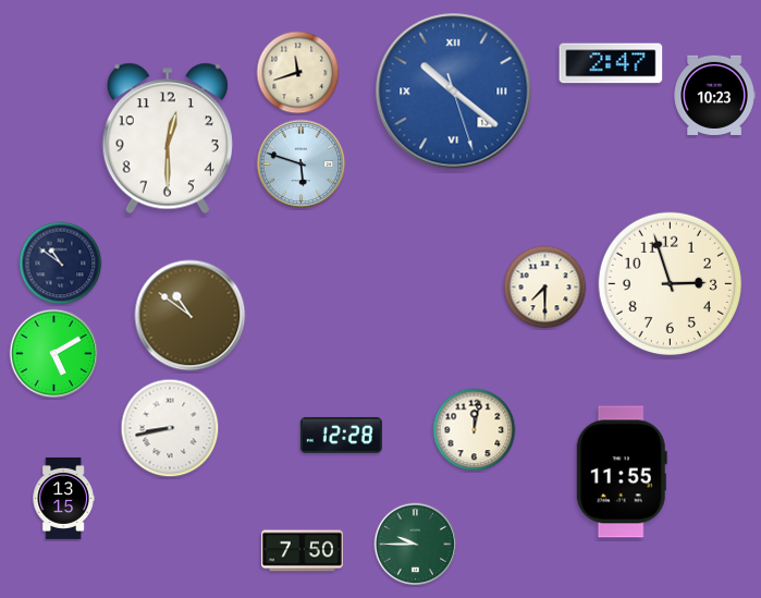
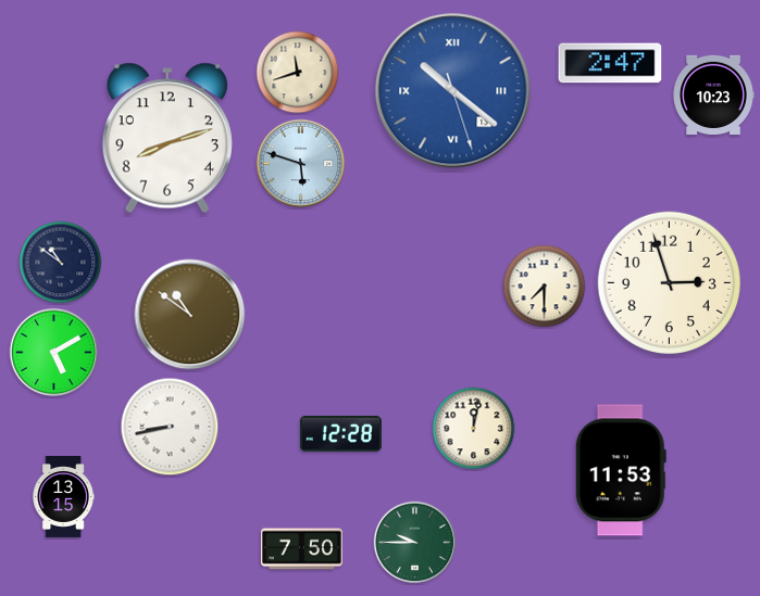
clock at (168, 138): 12:30 -> 8:12
clock at (622, 472): 11:55 -> 11:53
